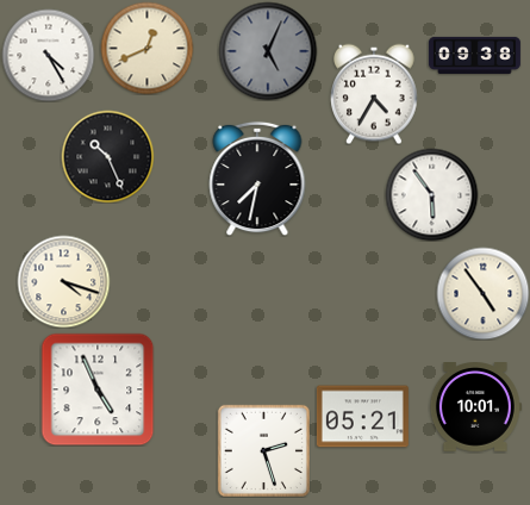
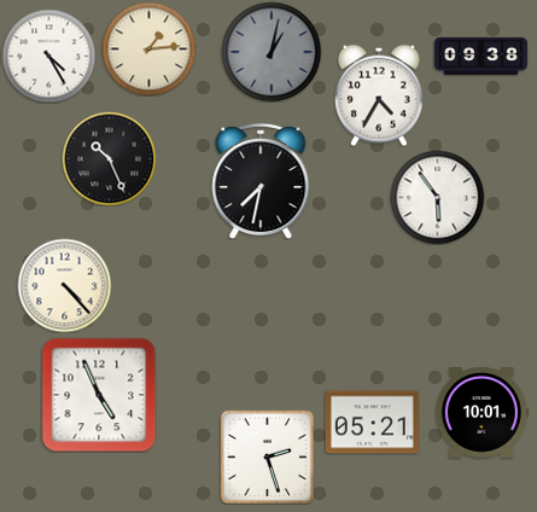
clock at (146, 48): 12:41 -> 1:14
clock at (268, 51): 5:04 -> 1:02
clock at (63, 281): 4:18 -> 4:23
clock at (482, 293): 4:54 -> none
clock at (362, 417) position: (362, 417) -> (372, 423)
